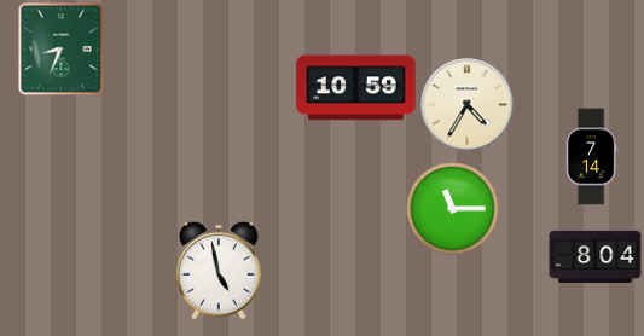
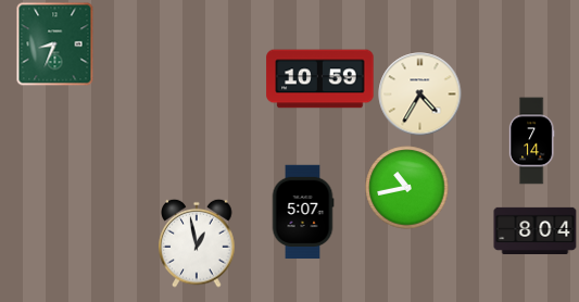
clock at (453, 209): 11:15 -> 10:43
clock at (303, 212): none -> 5:07
clock at (219, 271): 4:58 -> 12:58
